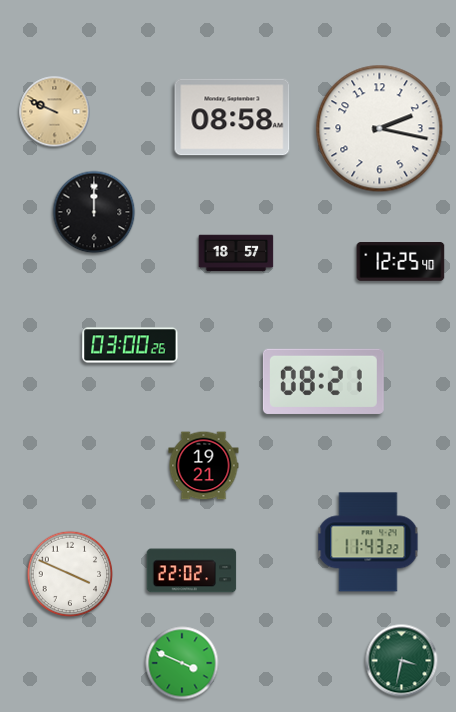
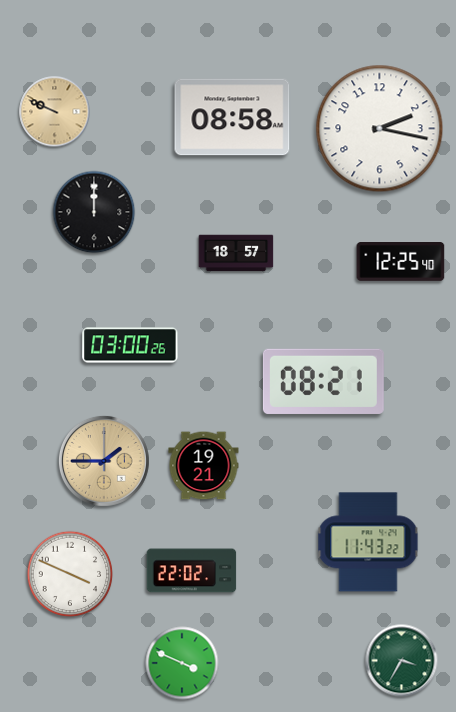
clock at (104, 461): none -> 1:45
clock at (402, 661): 3:32 -> 3:35
